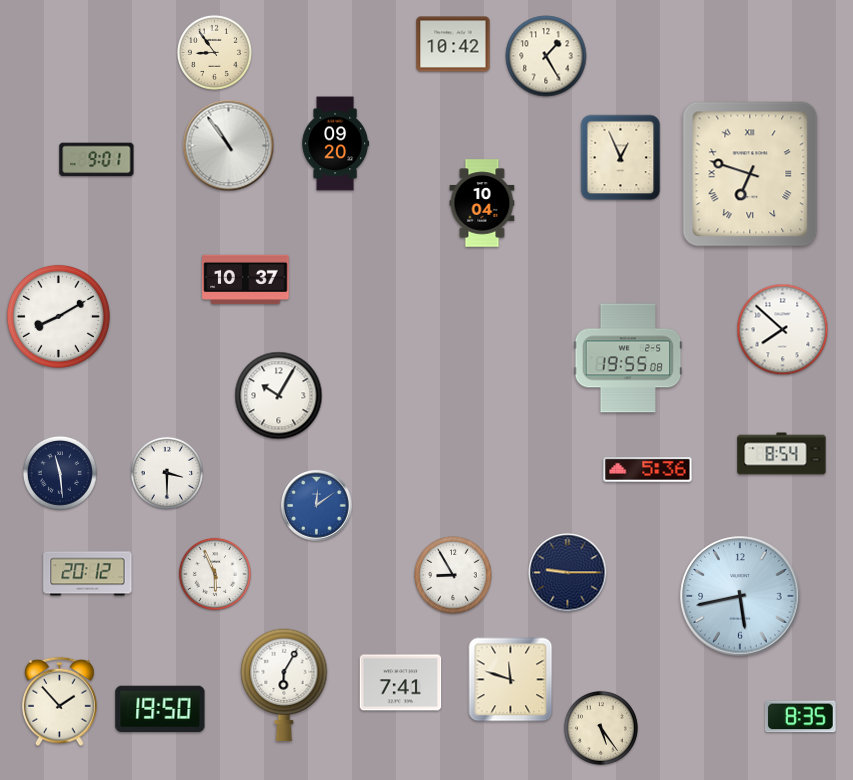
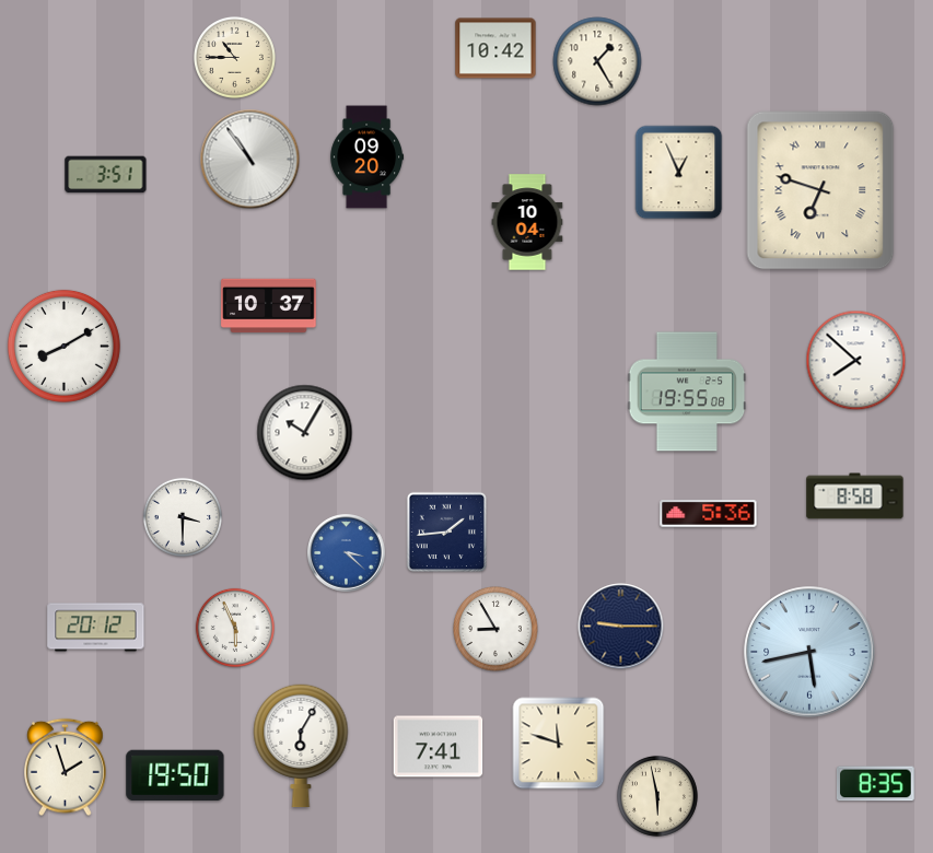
clock at (214, 52): 8:54 -> 10:45
clock at (97, 160): 9:01 -> 3:51
clock at (782, 454): 8:54 -> 8:58
clock at (60, 473): 11:29 -> none
clock at (446, 531): none -> 1:44
clock at (317, 506): 12:09 -> 3:22
clock at (284, 685) position: (284, 685) -> (301, 746)
clock at (60, 702): 1:53 -> 1:57
clock at (601, 728): 5:24 -> 5:58
